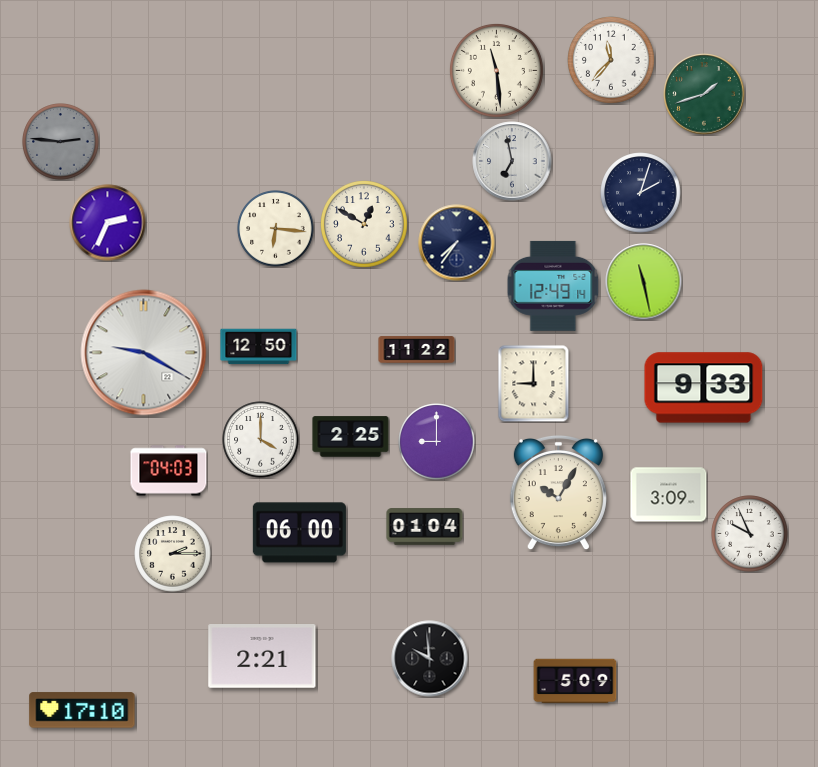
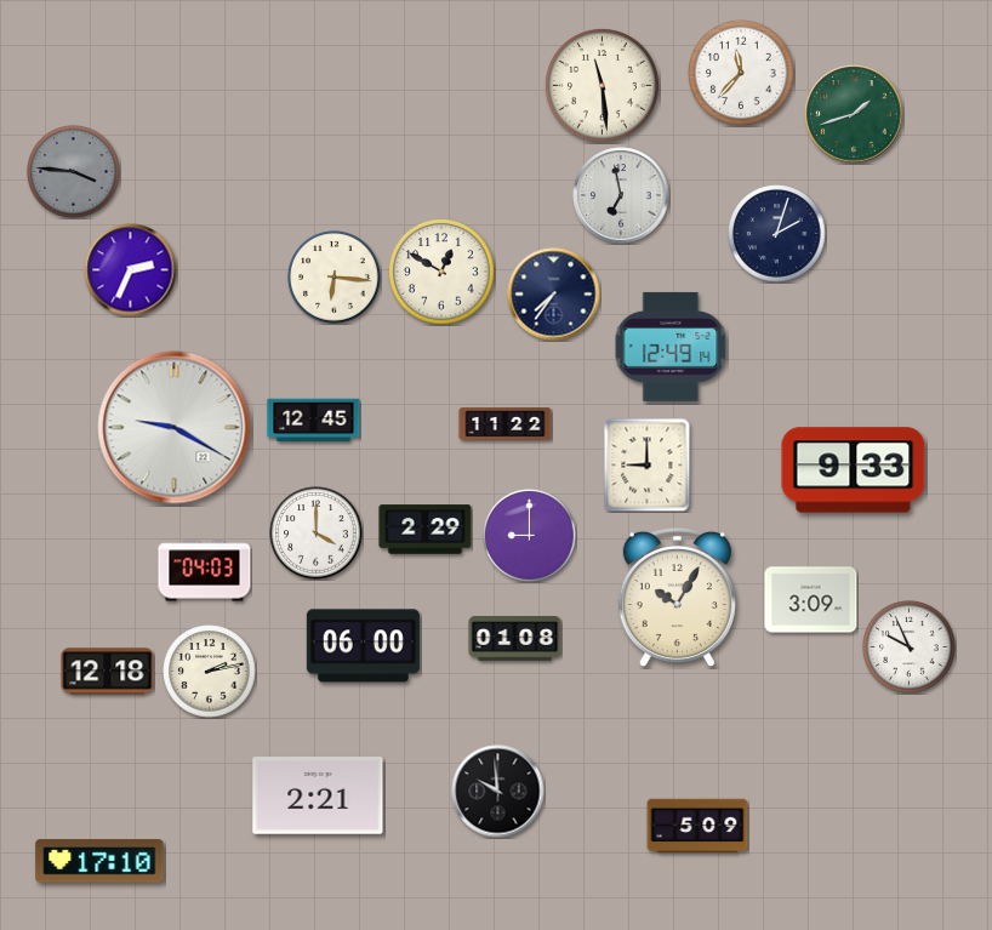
clock at (61, 142): 2:46 -> 3:46
clock at (644, 282): 11:28 -> none
clock at (259, 347): 12:50 -> 12:45
clock at (351, 437): 2:25 -> 2:29
clock at (425, 527): 01:04 -> 01:08
clock at (108, 672): none -> 12:18
clock at (173, 554): 2:15 -> 2:13
clock at (430, 659) position: (430, 659) -> (498, 792)
